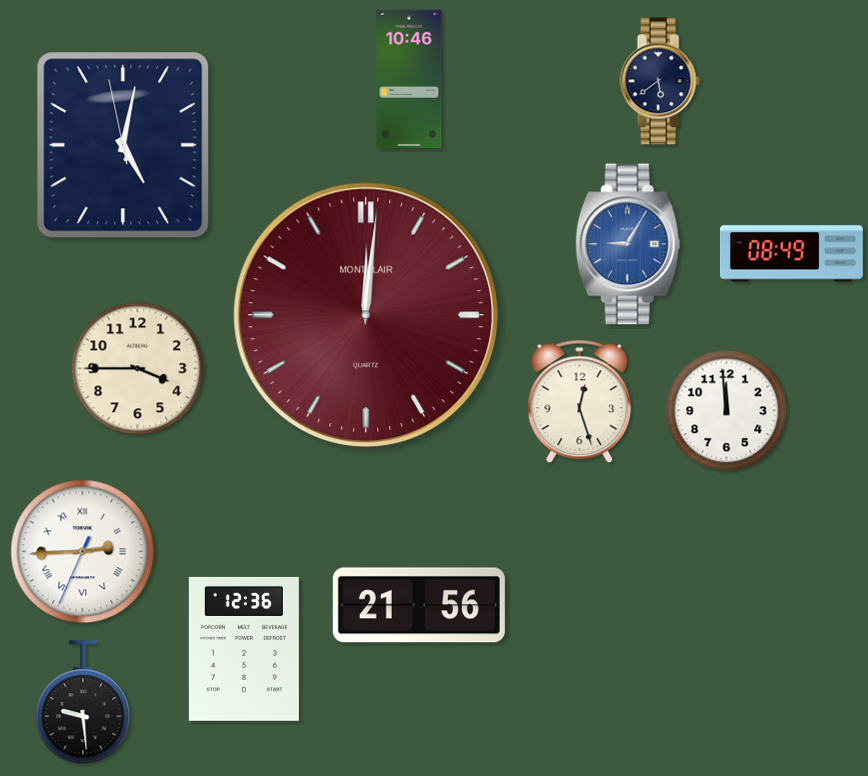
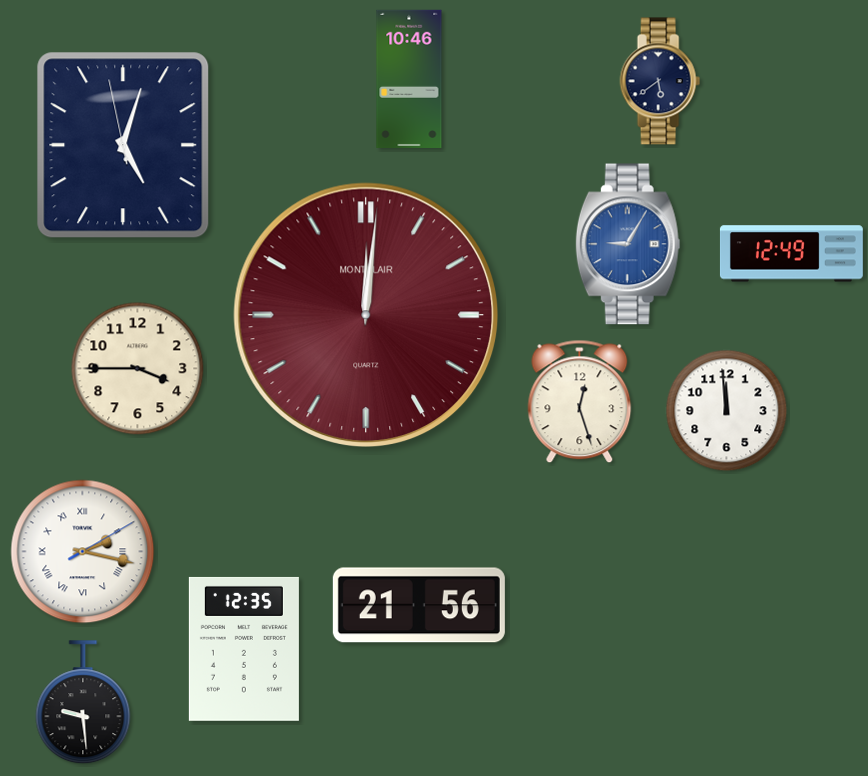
clock at (123, 145): 5:01 -> 5:02
clock at (791, 254): 08:49 -> 12:49
clock at (83, 552): 2:44 -> 2:17
clock at (244, 649): 12:36 -> 12:35
